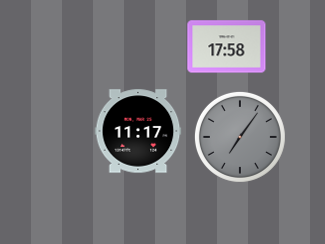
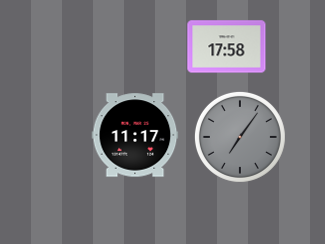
clock at (138, 131) position: (138, 131) -> (135, 135)
